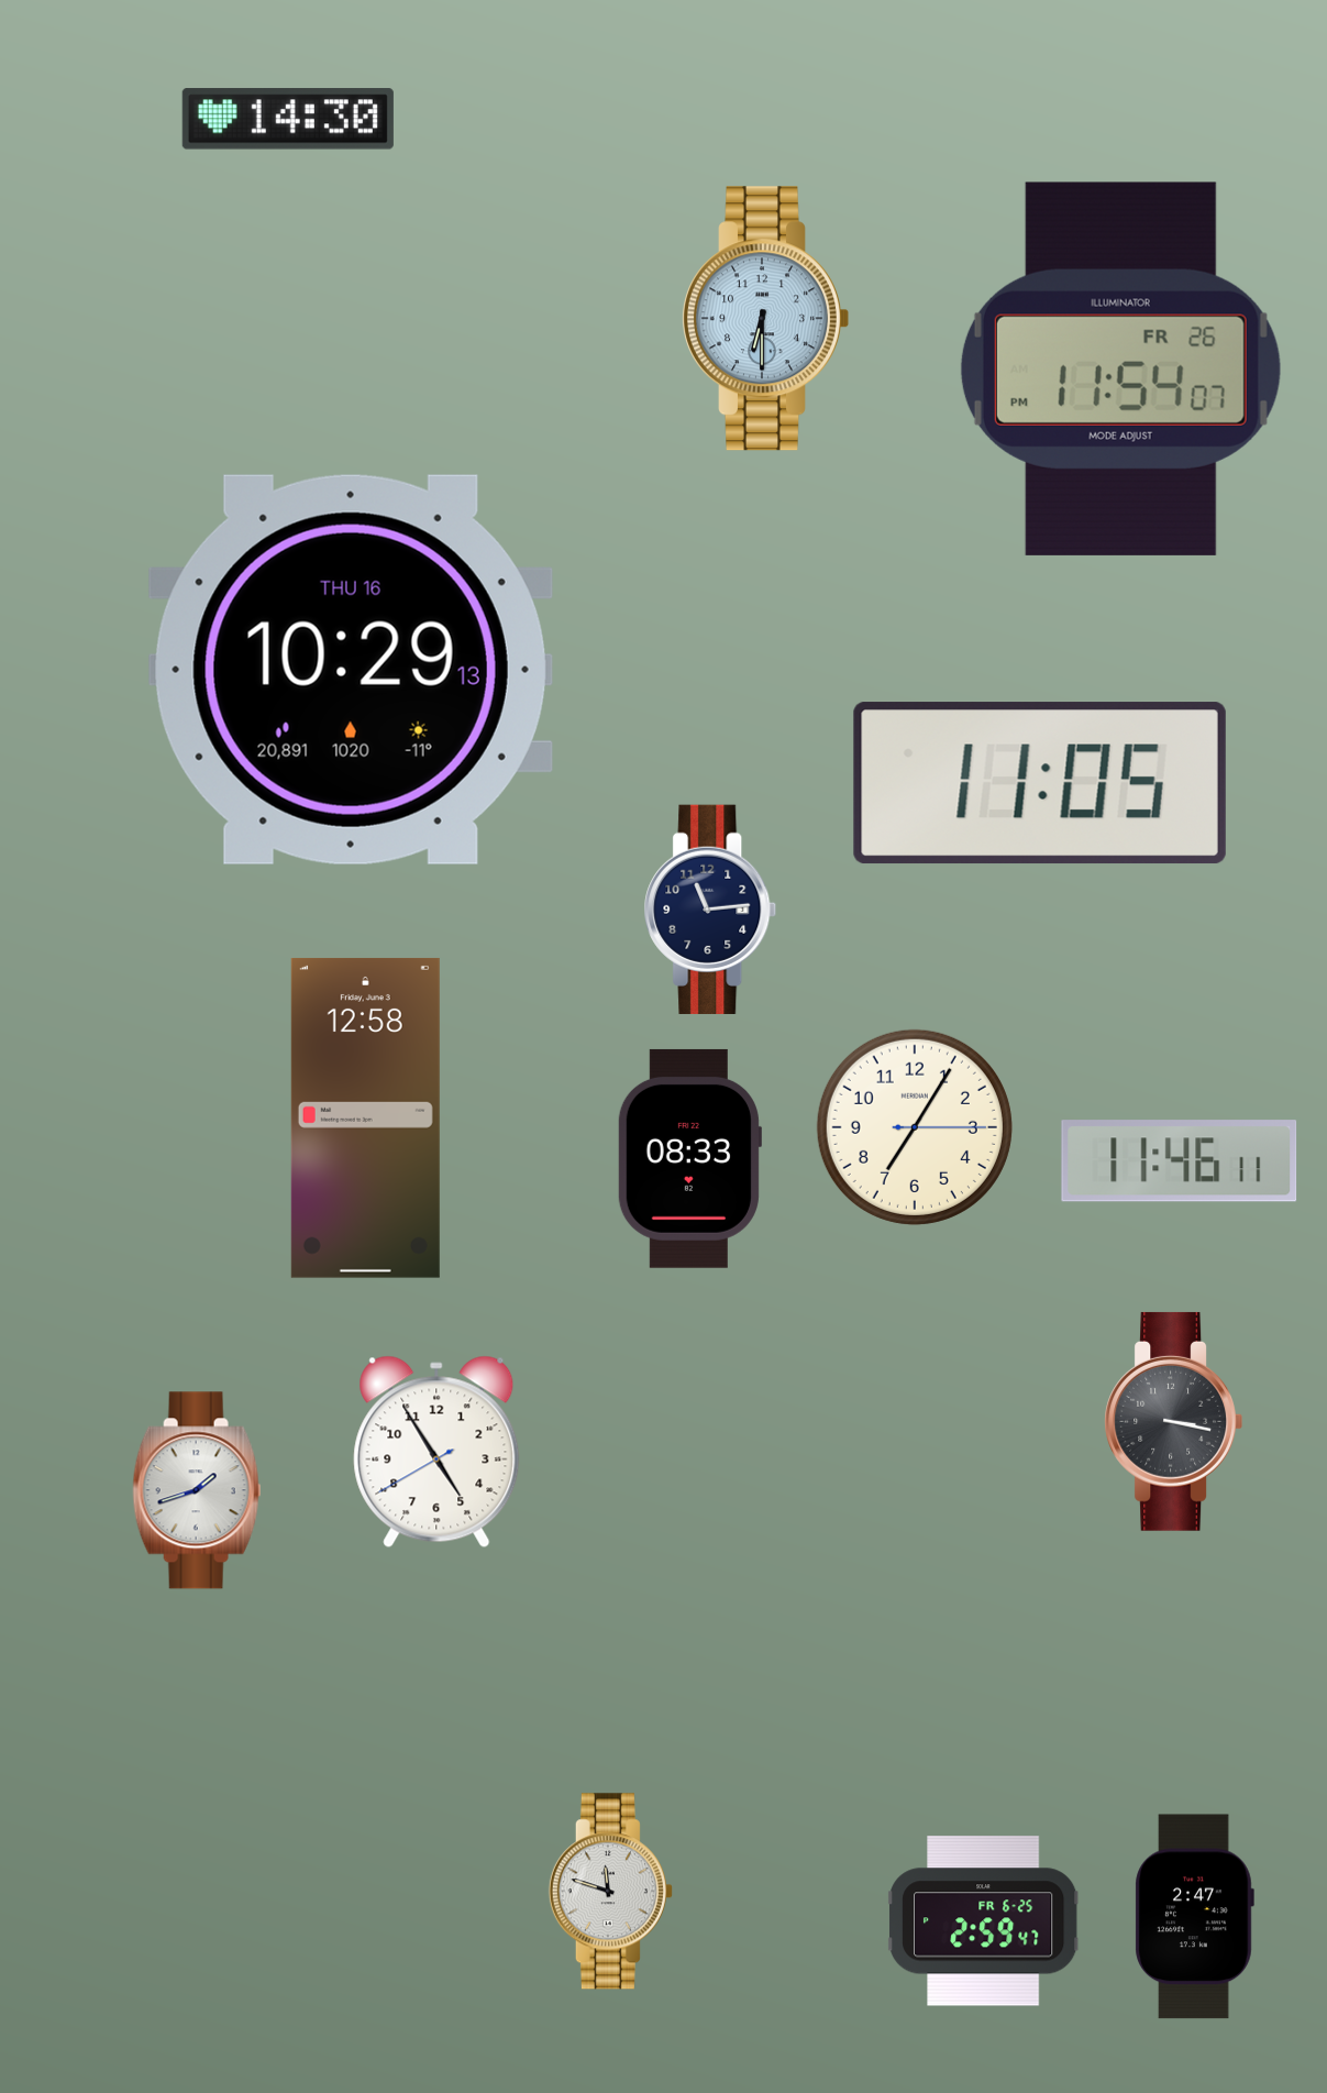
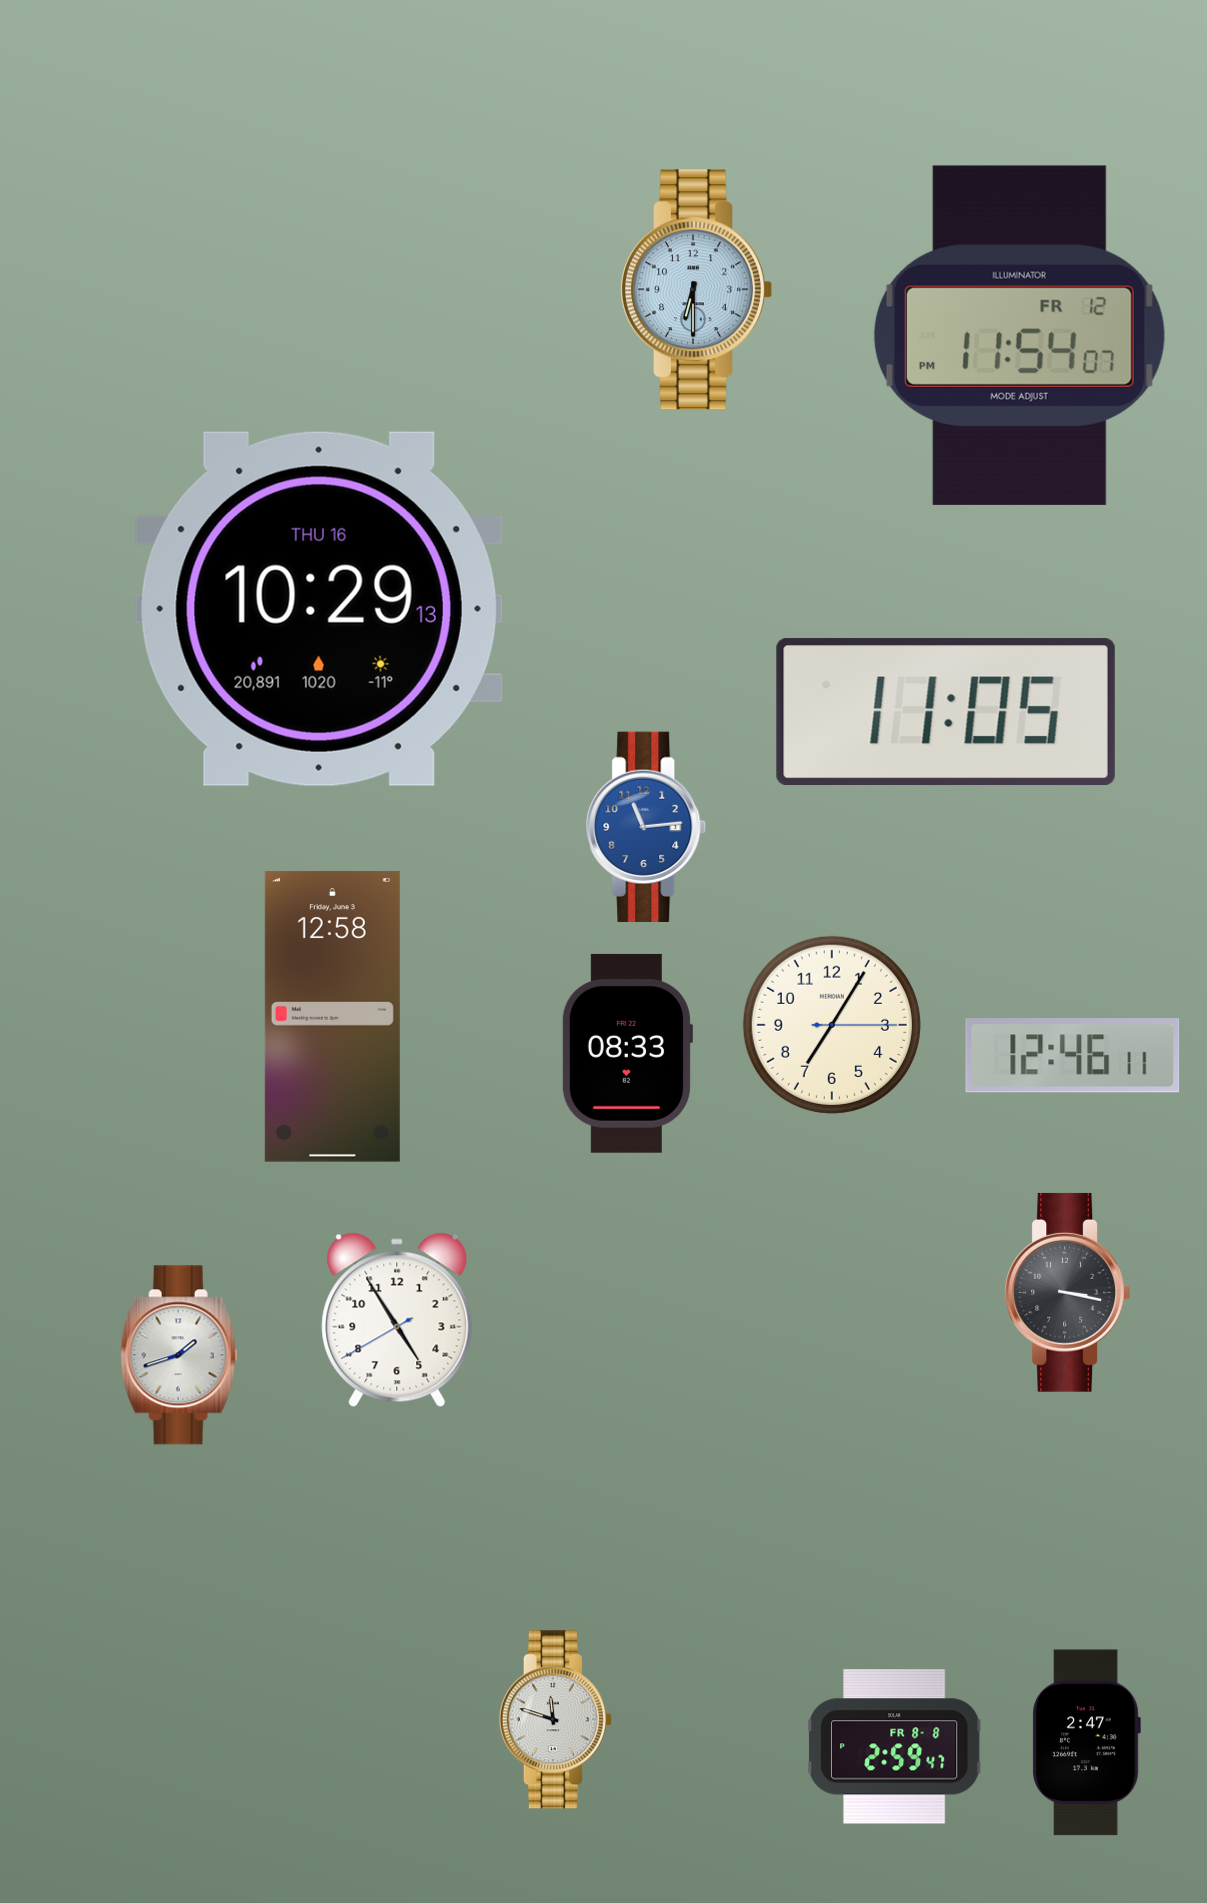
clock at (288, 119): 14:30 -> none
clock at (1120, 368) date: FR 26 -> FR 12
clock at (710, 910) dial: navy -> blue
clock at (1180, 1161): 11:46 -> 12:46
clock at (985, 1921) date: FR 6-25 -> FR 8-8
